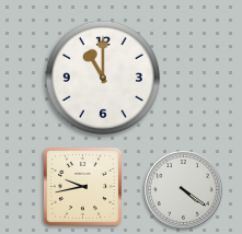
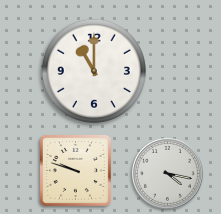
clock at (82, 186): 9:43 -> 9:48
clock at (184, 190): 4:21 -> 4:17
